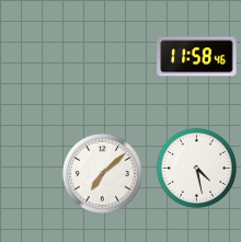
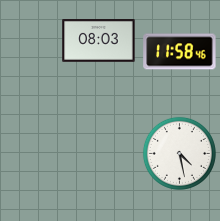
clock at (99, 41): none -> 08:03
clock at (102, 173): 7:08 -> none
